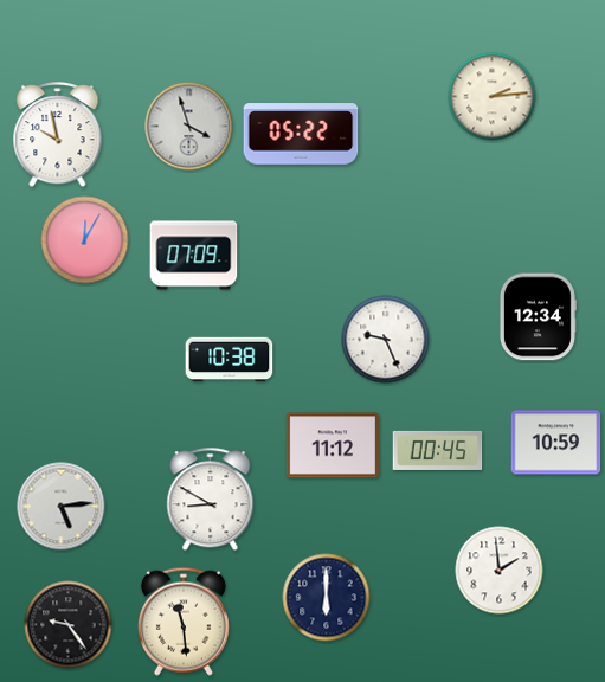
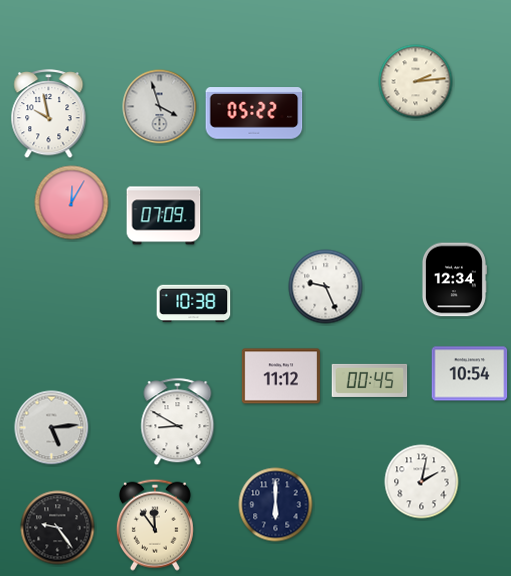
clock at (538, 317) position: (538, 317) -> (454, 280)
clock at (556, 443): 10:59 -> 10:54
clock at (500, 571): 1:59 -> 2:02
clock at (184, 622): 11:29 -> 11:54
